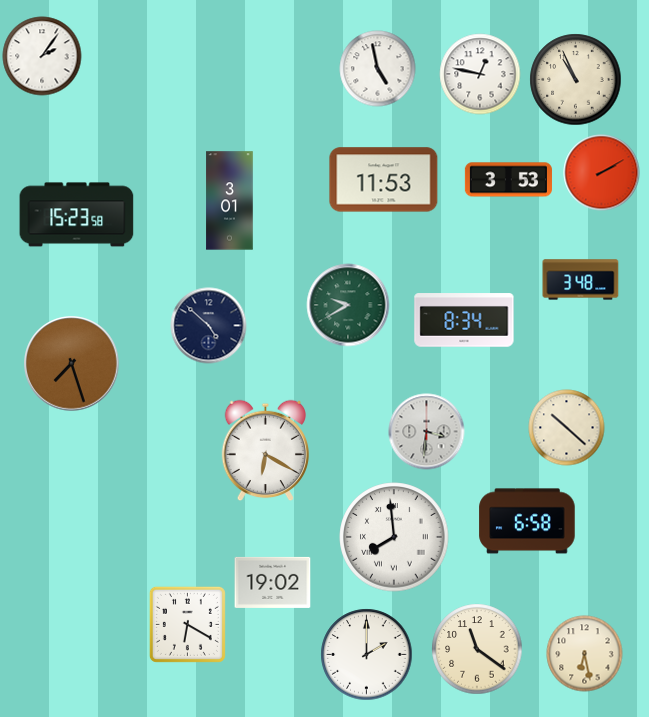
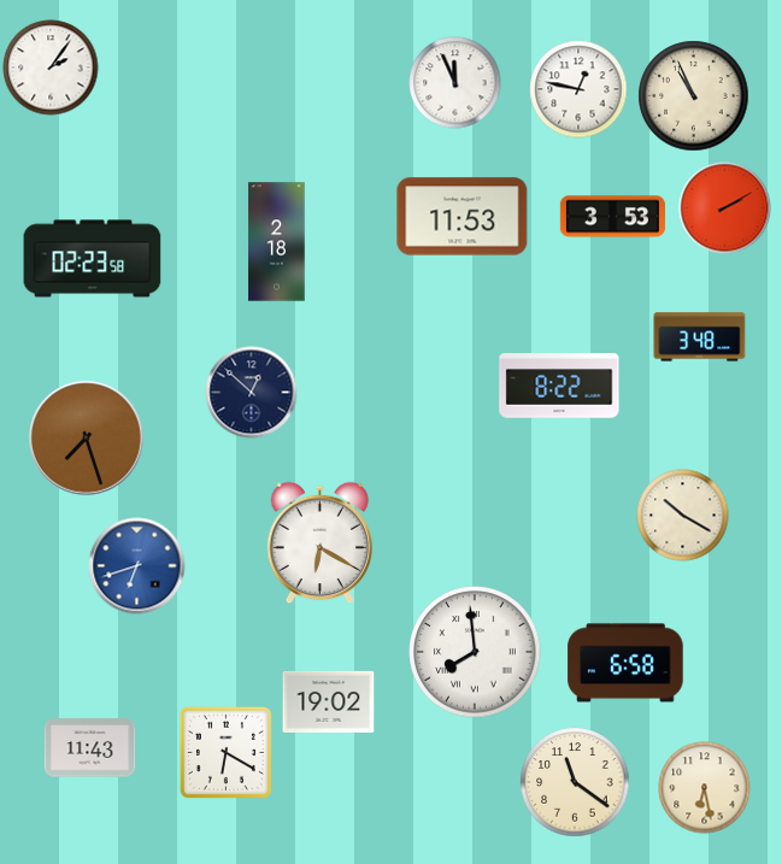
clock at (378, 69): 4:58 -> 11:56
clock at (230, 201): 3:01 -> 2:18
clock at (77, 215): 15:23 -> 02:23
clock at (348, 305): 9:40 -> none
clock at (464, 320): 8:34 -> 8:22
clock at (209, 326): 4:52 -> 12:52
clock at (567, 428): 10:22 -> 10:20
clock at (427, 432): 3:31 -> none
clock at (137, 566): none -> 6:42
clock at (527, 521) position: (527, 521) -> (625, 663)
clock at (394, 537) position: (394, 537) -> (475, 652)
clock at (90, 748): none -> 11:43
clock at (367, 655): 2:00 -> none
